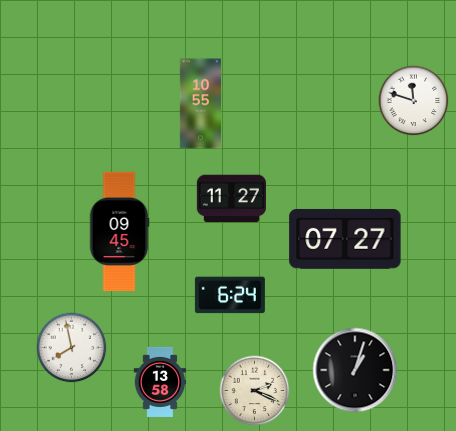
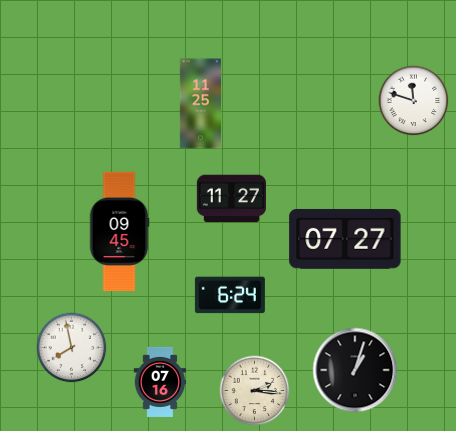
clock at (200, 104): 10:55 -> 11:25
clock at (160, 382): 13:58 -> 07:16
clock at (255, 391): 2:19 -> 2:16
